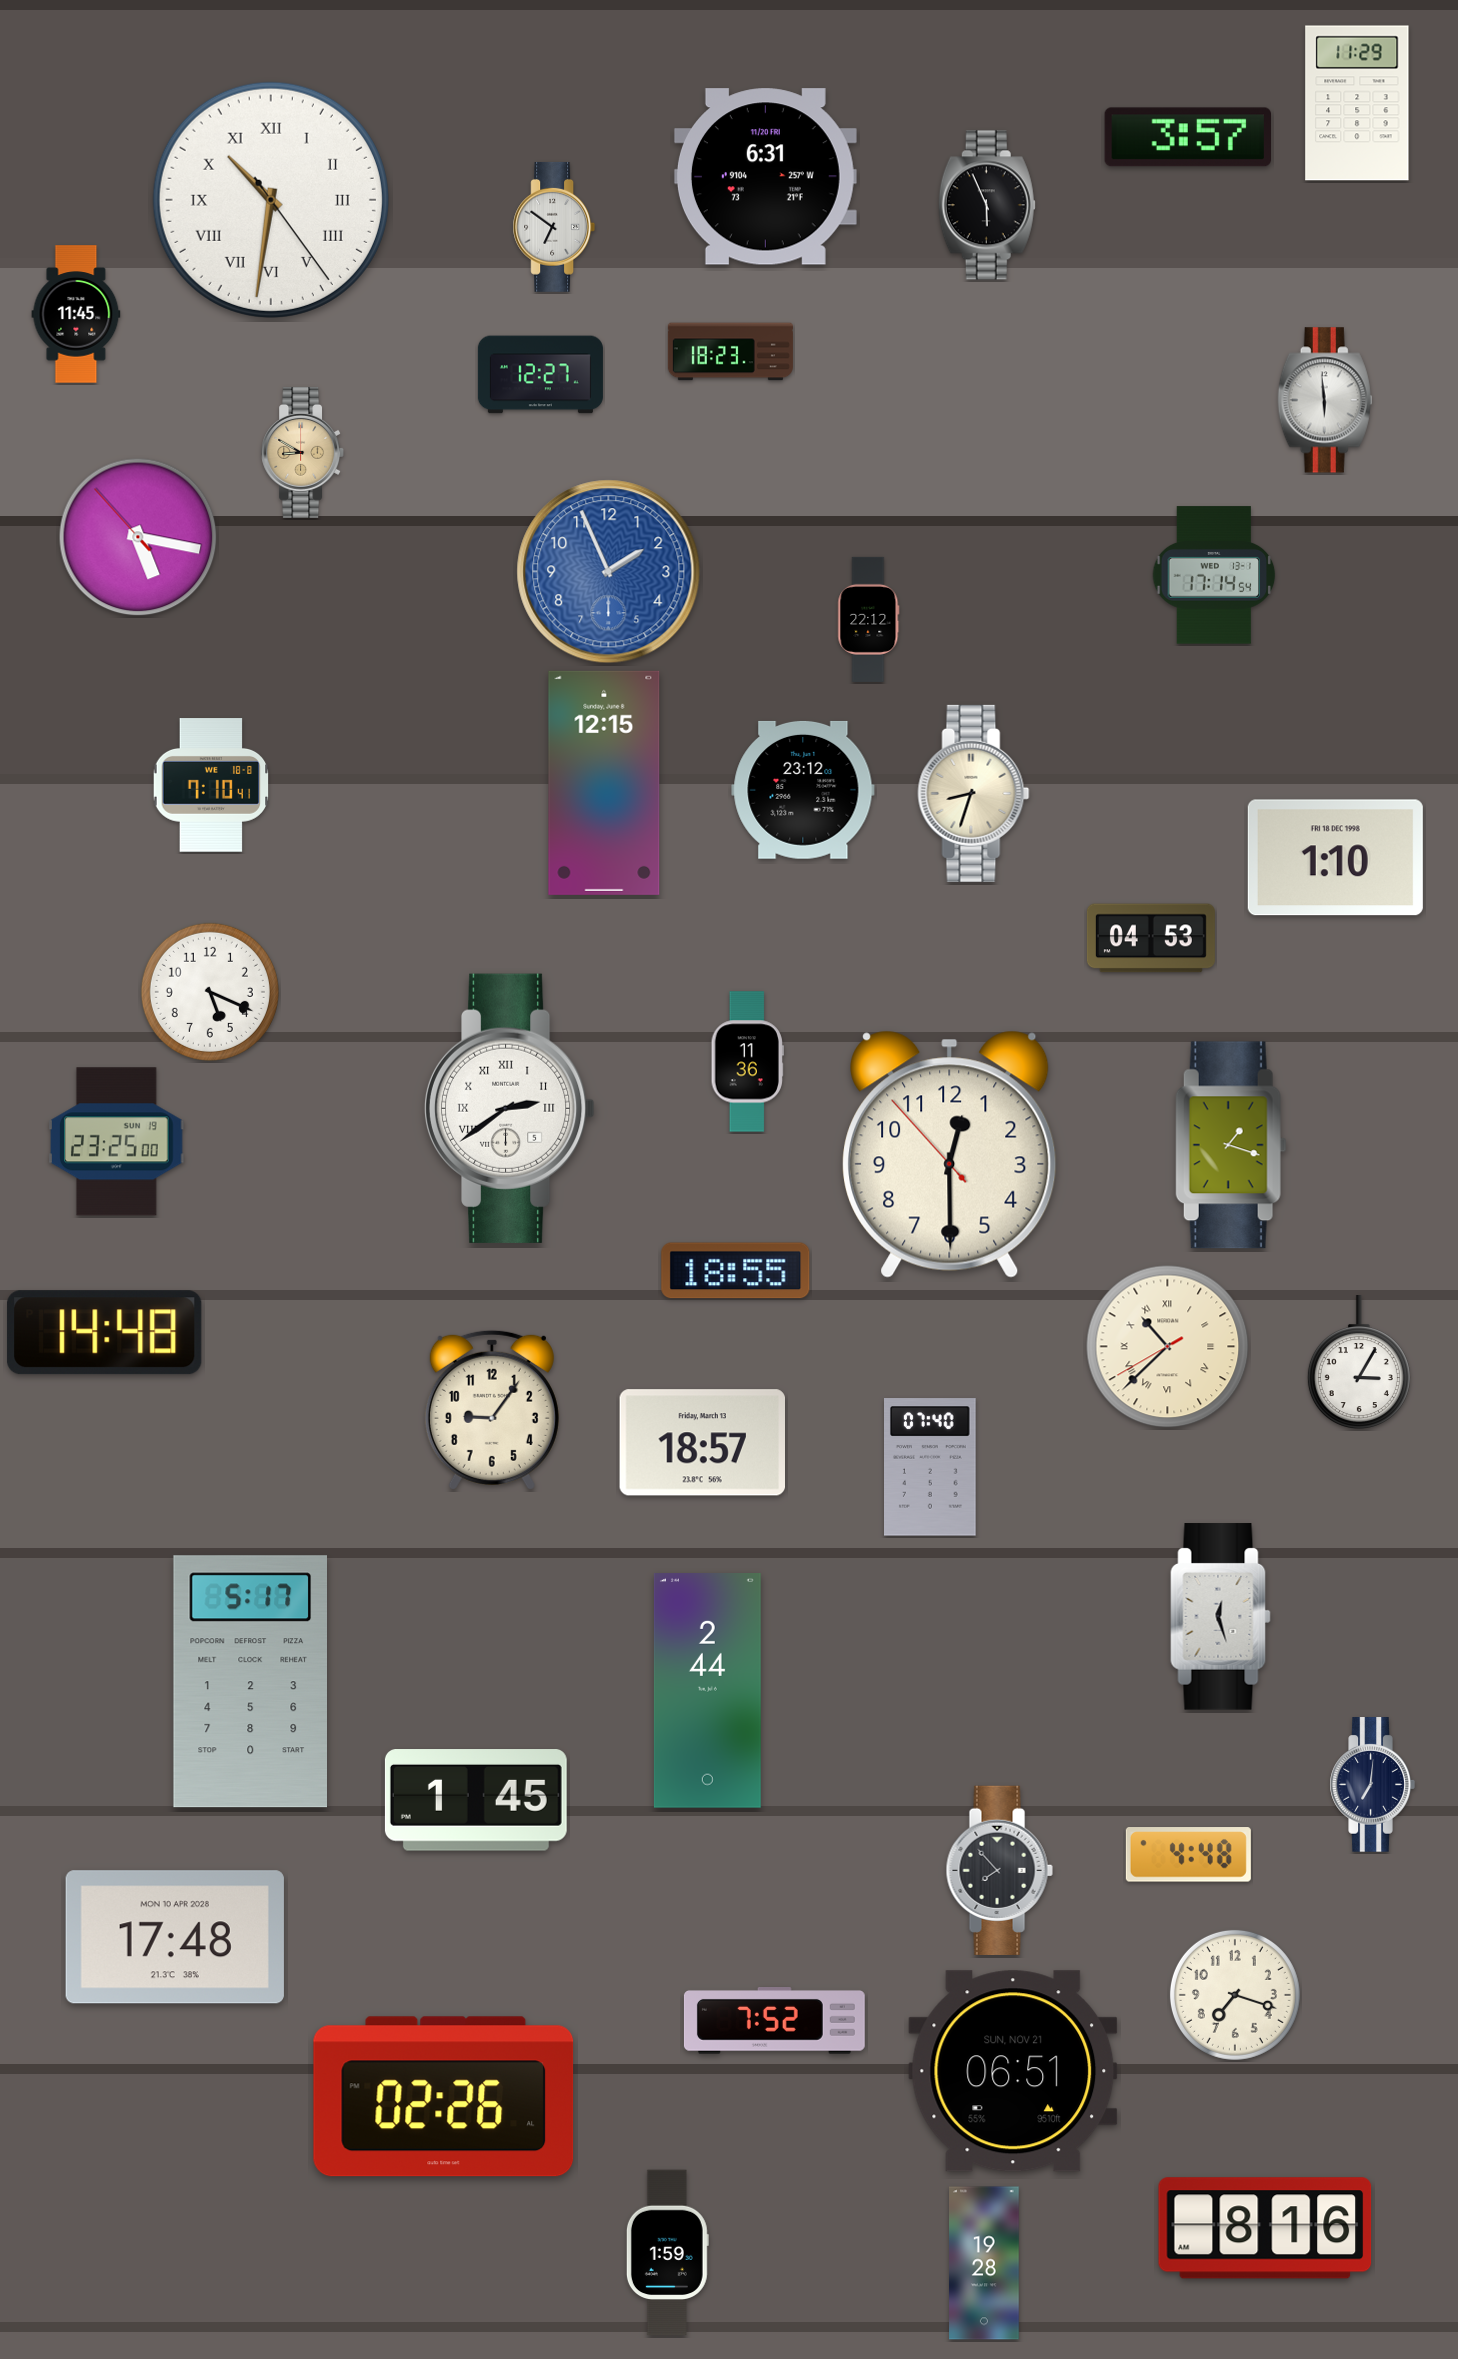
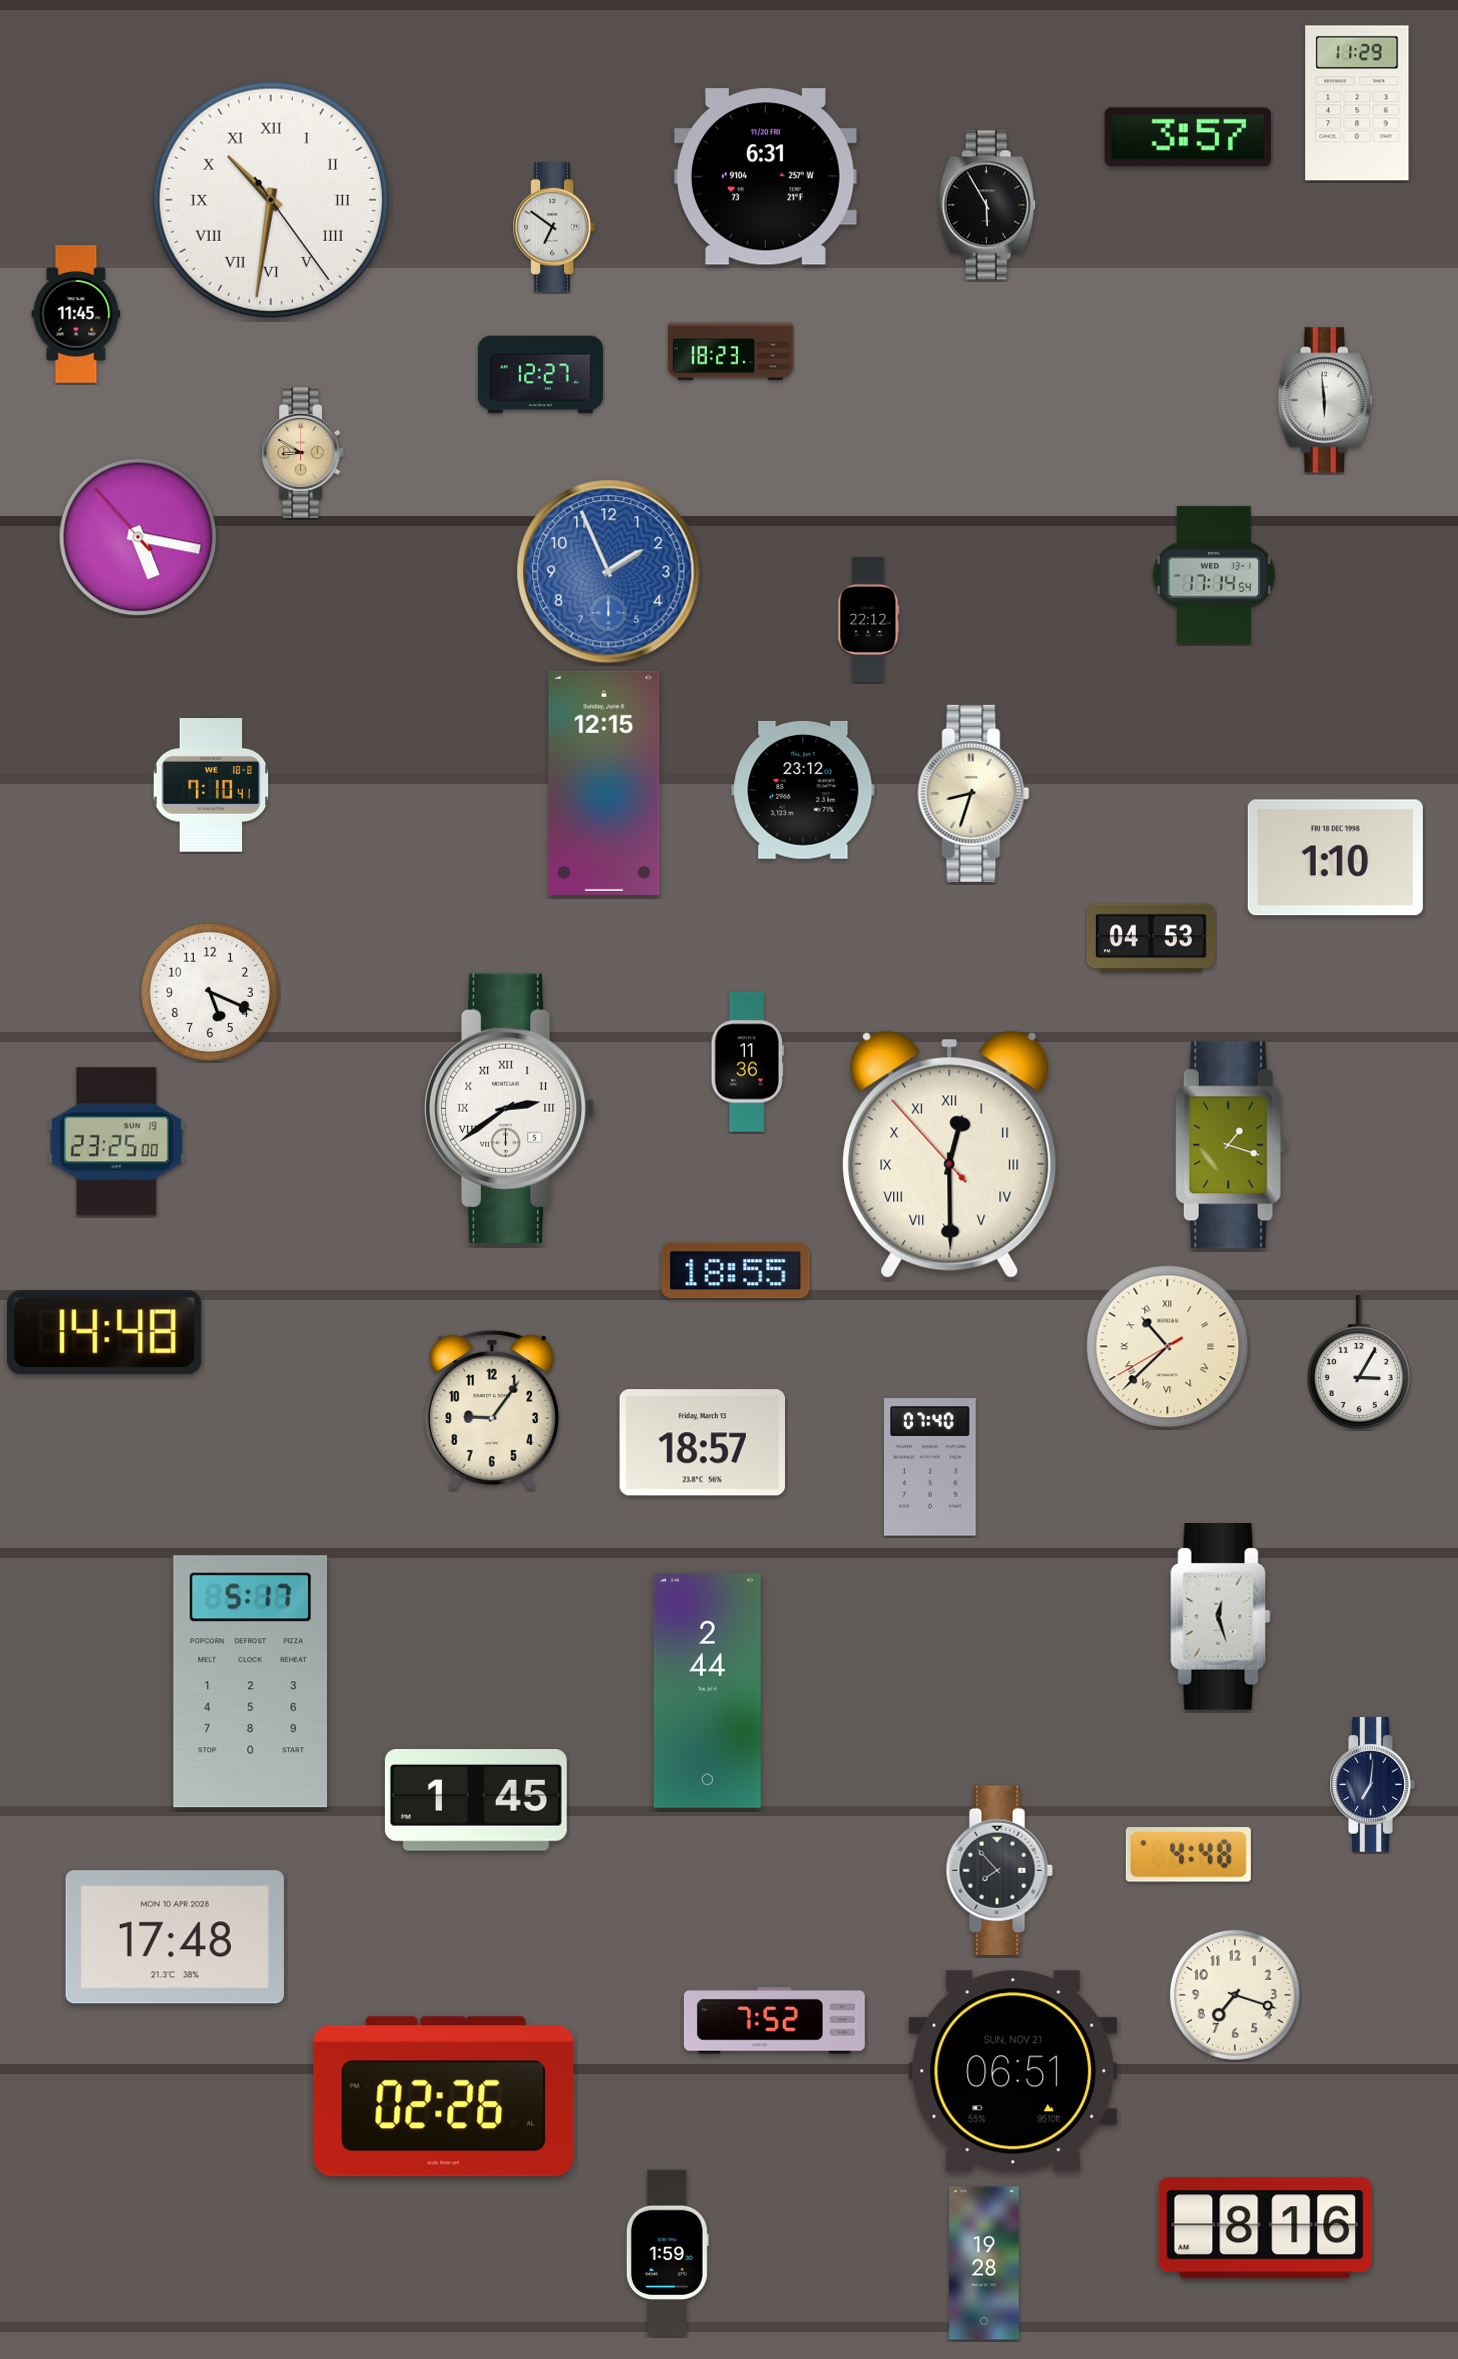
clock at (987, 205): 5:56 -> 5:55
clock at (950, 1154) numerals: Arabic -> Roman
